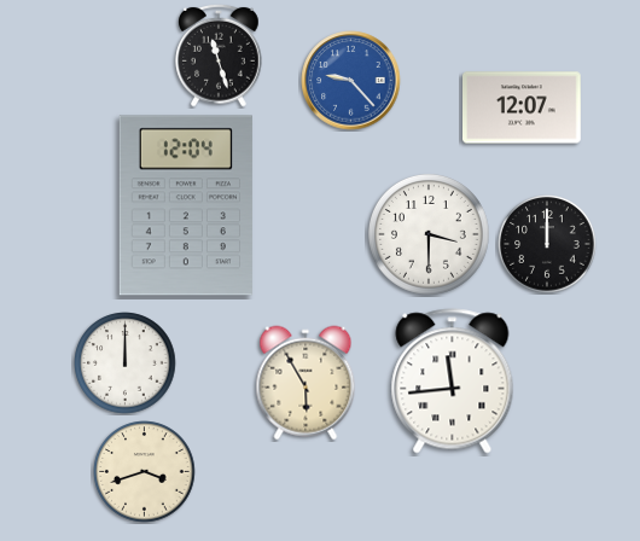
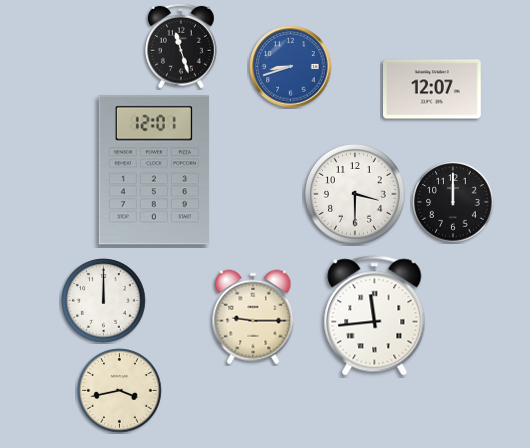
clock at (351, 81): 9:23 -> 8:42
clock at (186, 205): 12:04 -> 12:01
clock at (306, 383): 5:55 -> 9:15
clock at (145, 472): 3:42 -> 3:43
